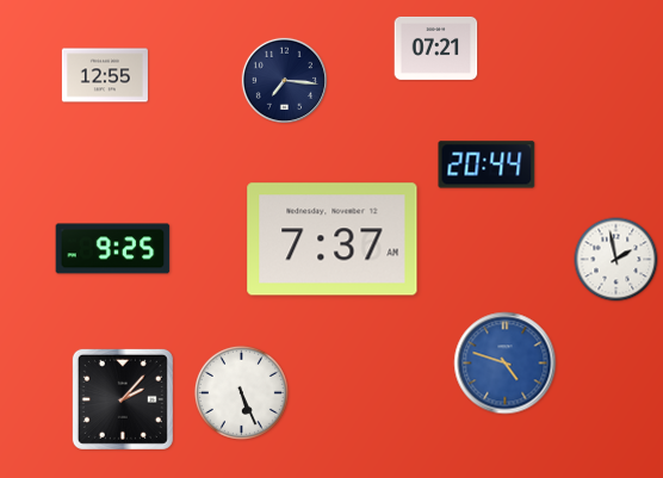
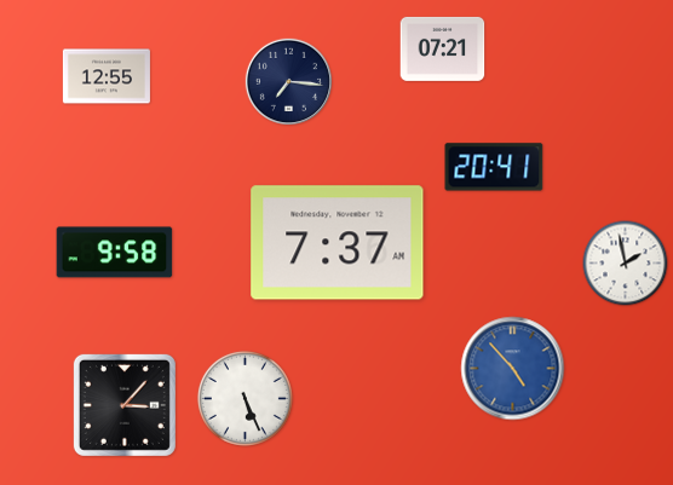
clock at (487, 164): 20:44 -> 20:41
clock at (113, 249): 9:25 -> 9:58
clock at (506, 364): 4:48 -> 4:53
clock at (123, 399): 2:07 -> 3:07
